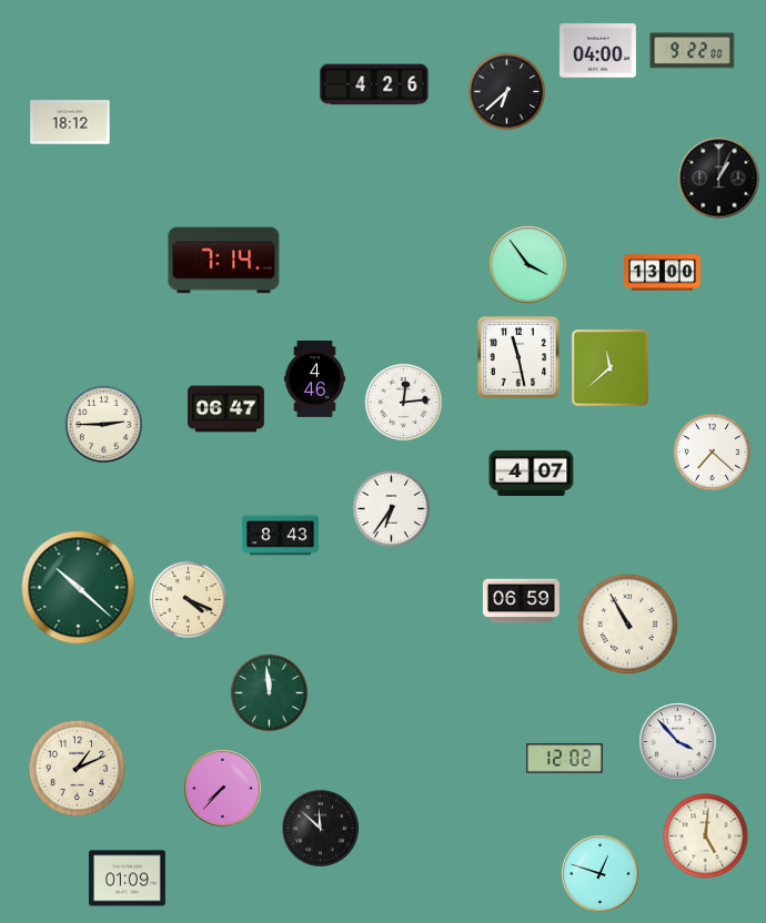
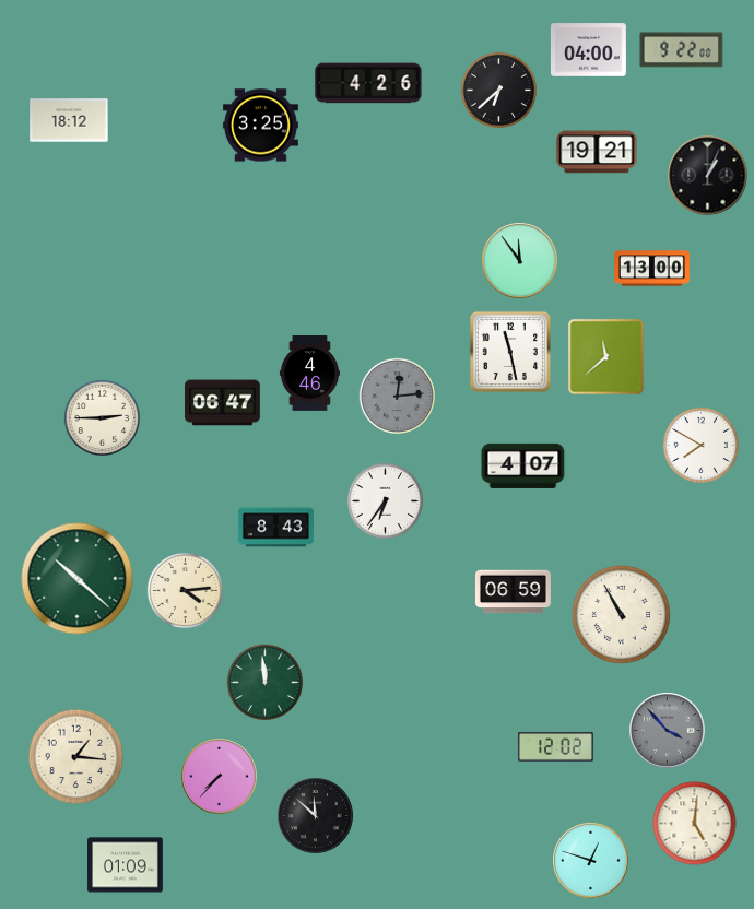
clock at (260, 126): none -> 3:25
clock at (597, 152): none -> 19:21
clock at (224, 261): 7:14 -> none
clock at (528, 265): 3:54 -> 11:54
clock at (611, 368) position: (611, 368) -> (606, 357)
clock at (404, 403) dial: white -> grey
clock at (713, 453): 7:22 -> 7:50
clock at (189, 600): 4:19 -> 4:14
clock at (627, 623) position: (627, 623) -> (621, 614)
clock at (678, 742) dial: white -> grey
clock at (78, 769): 1:11 -> 1:16
